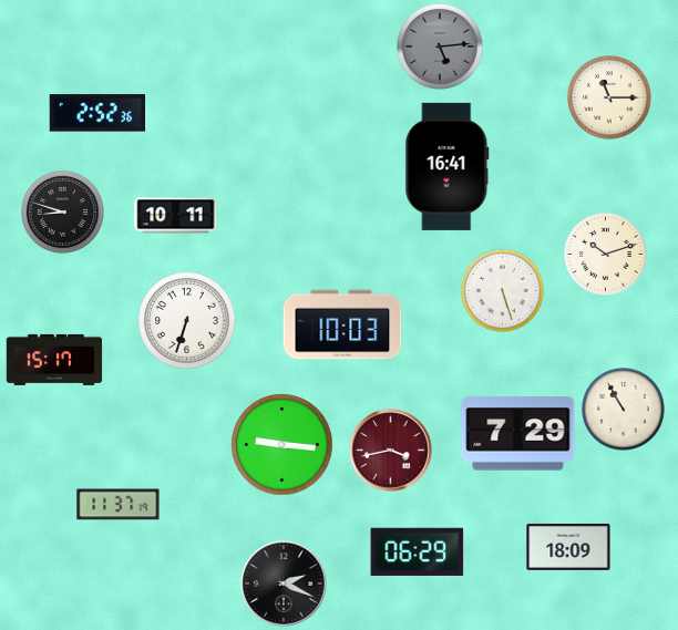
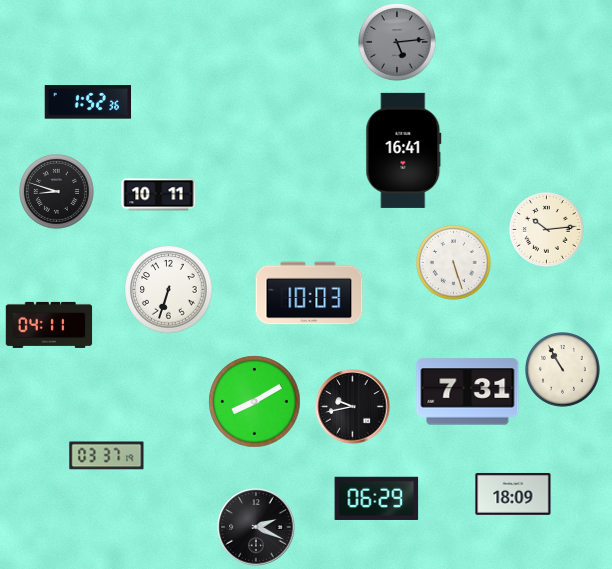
clock at (610, 99): 11:15 -> none
clock at (97, 113): 2:52 -> 1:52
clock at (606, 255): 10:12 -> 10:14
clock at (54, 360): 15:17 -> 04:11
clock at (518, 434): 7:29 -> 7:31
clock at (282, 445): 9:16 -> 8:10
clock at (391, 451): 3:43 -> 9:43
clock at (391, 451) dial: burgundy -> black
clock at (119, 505): 11:37 -> 03:37
